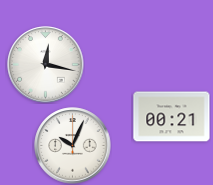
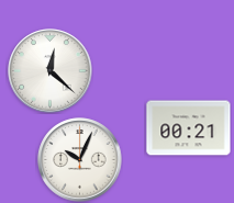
clock at (46, 65): 12:17 -> 12:22
